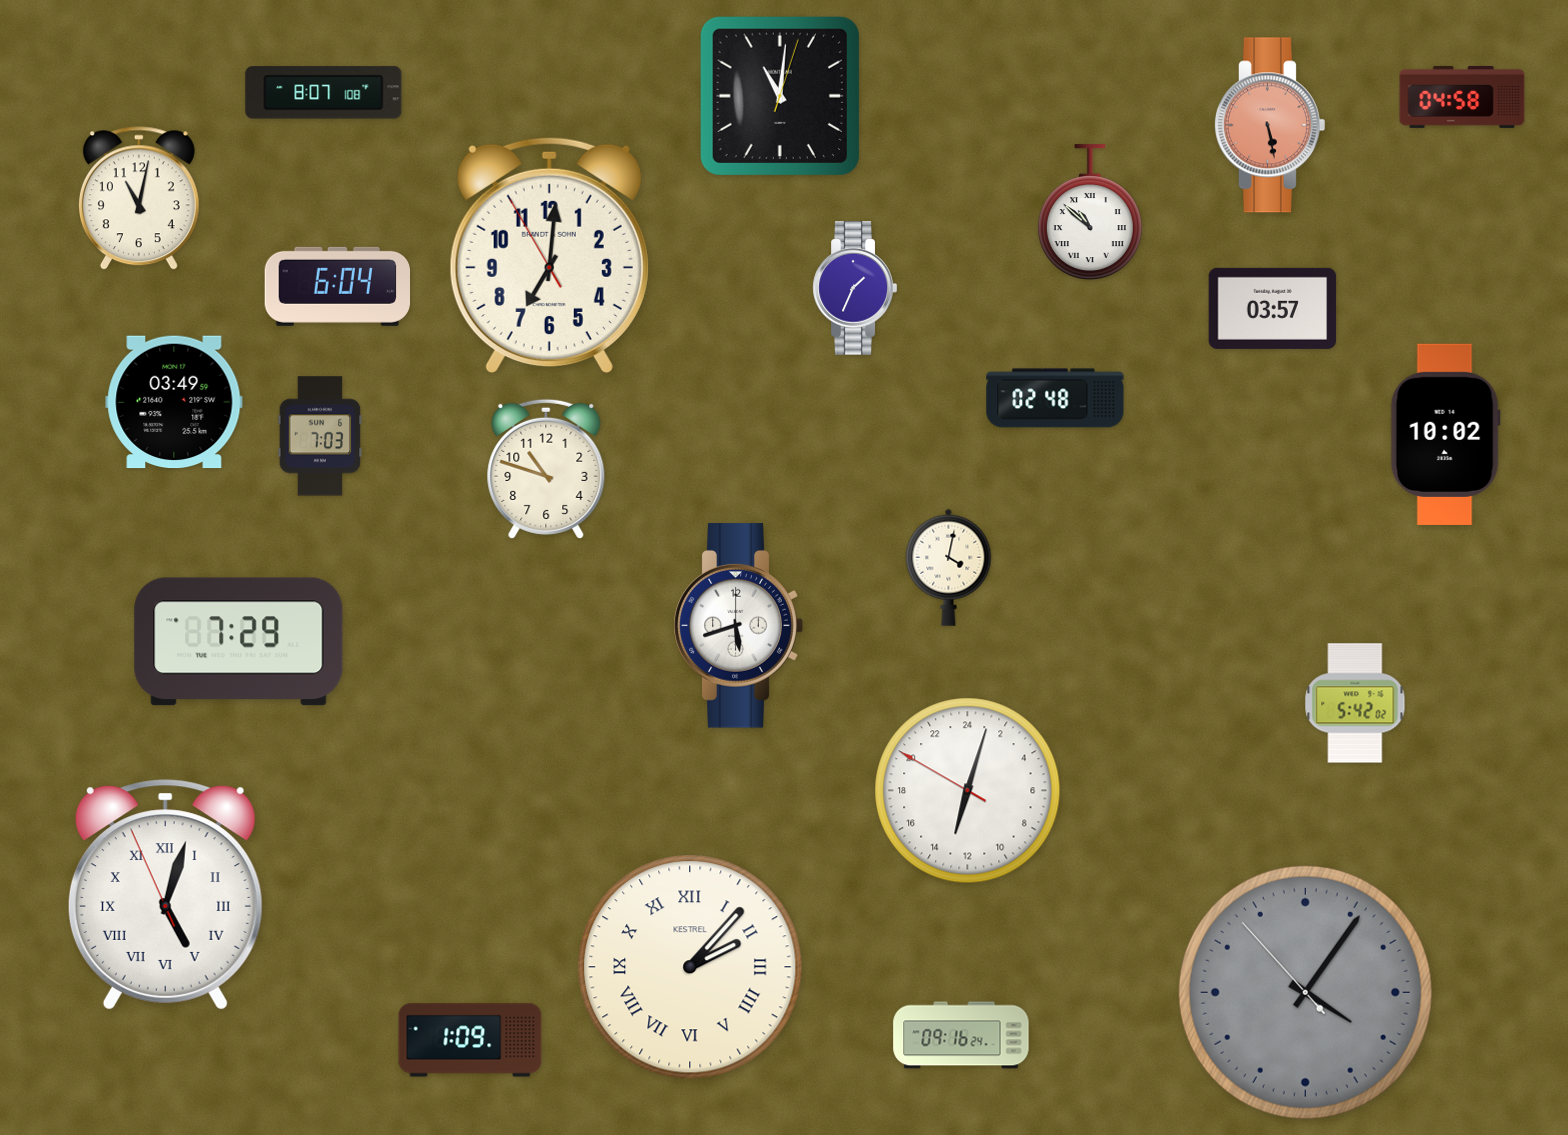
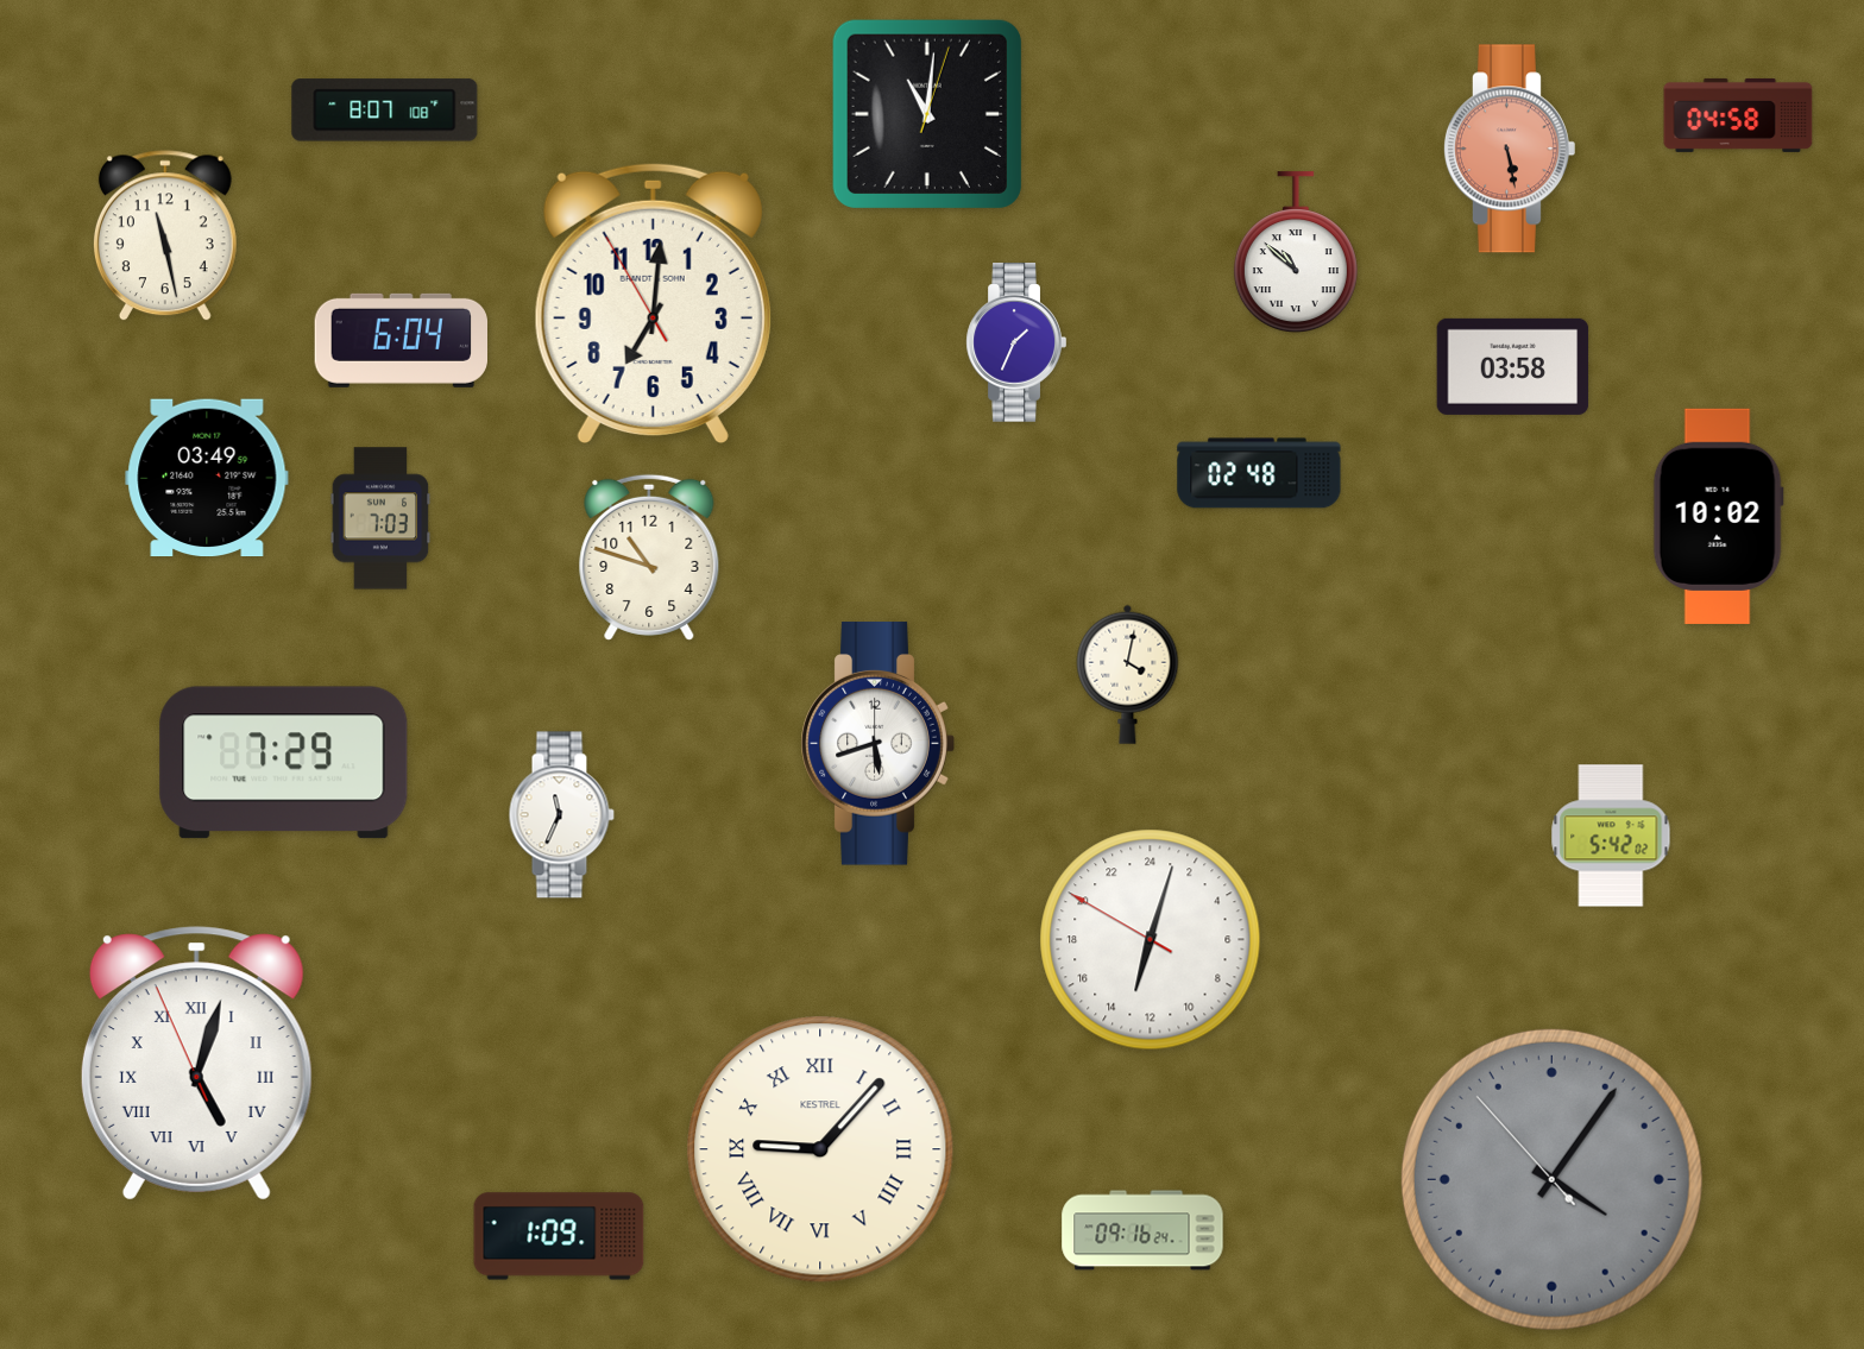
clock at (139, 199): 11:02 -> 11:28
clock at (1273, 308): 03:57 -> 03:58
clock at (1055, 398) position: (1055, 398) -> (1259, 473)
clock at (561, 815): none -> 11:34
clock at (690, 967): 2:07 -> 9:07
